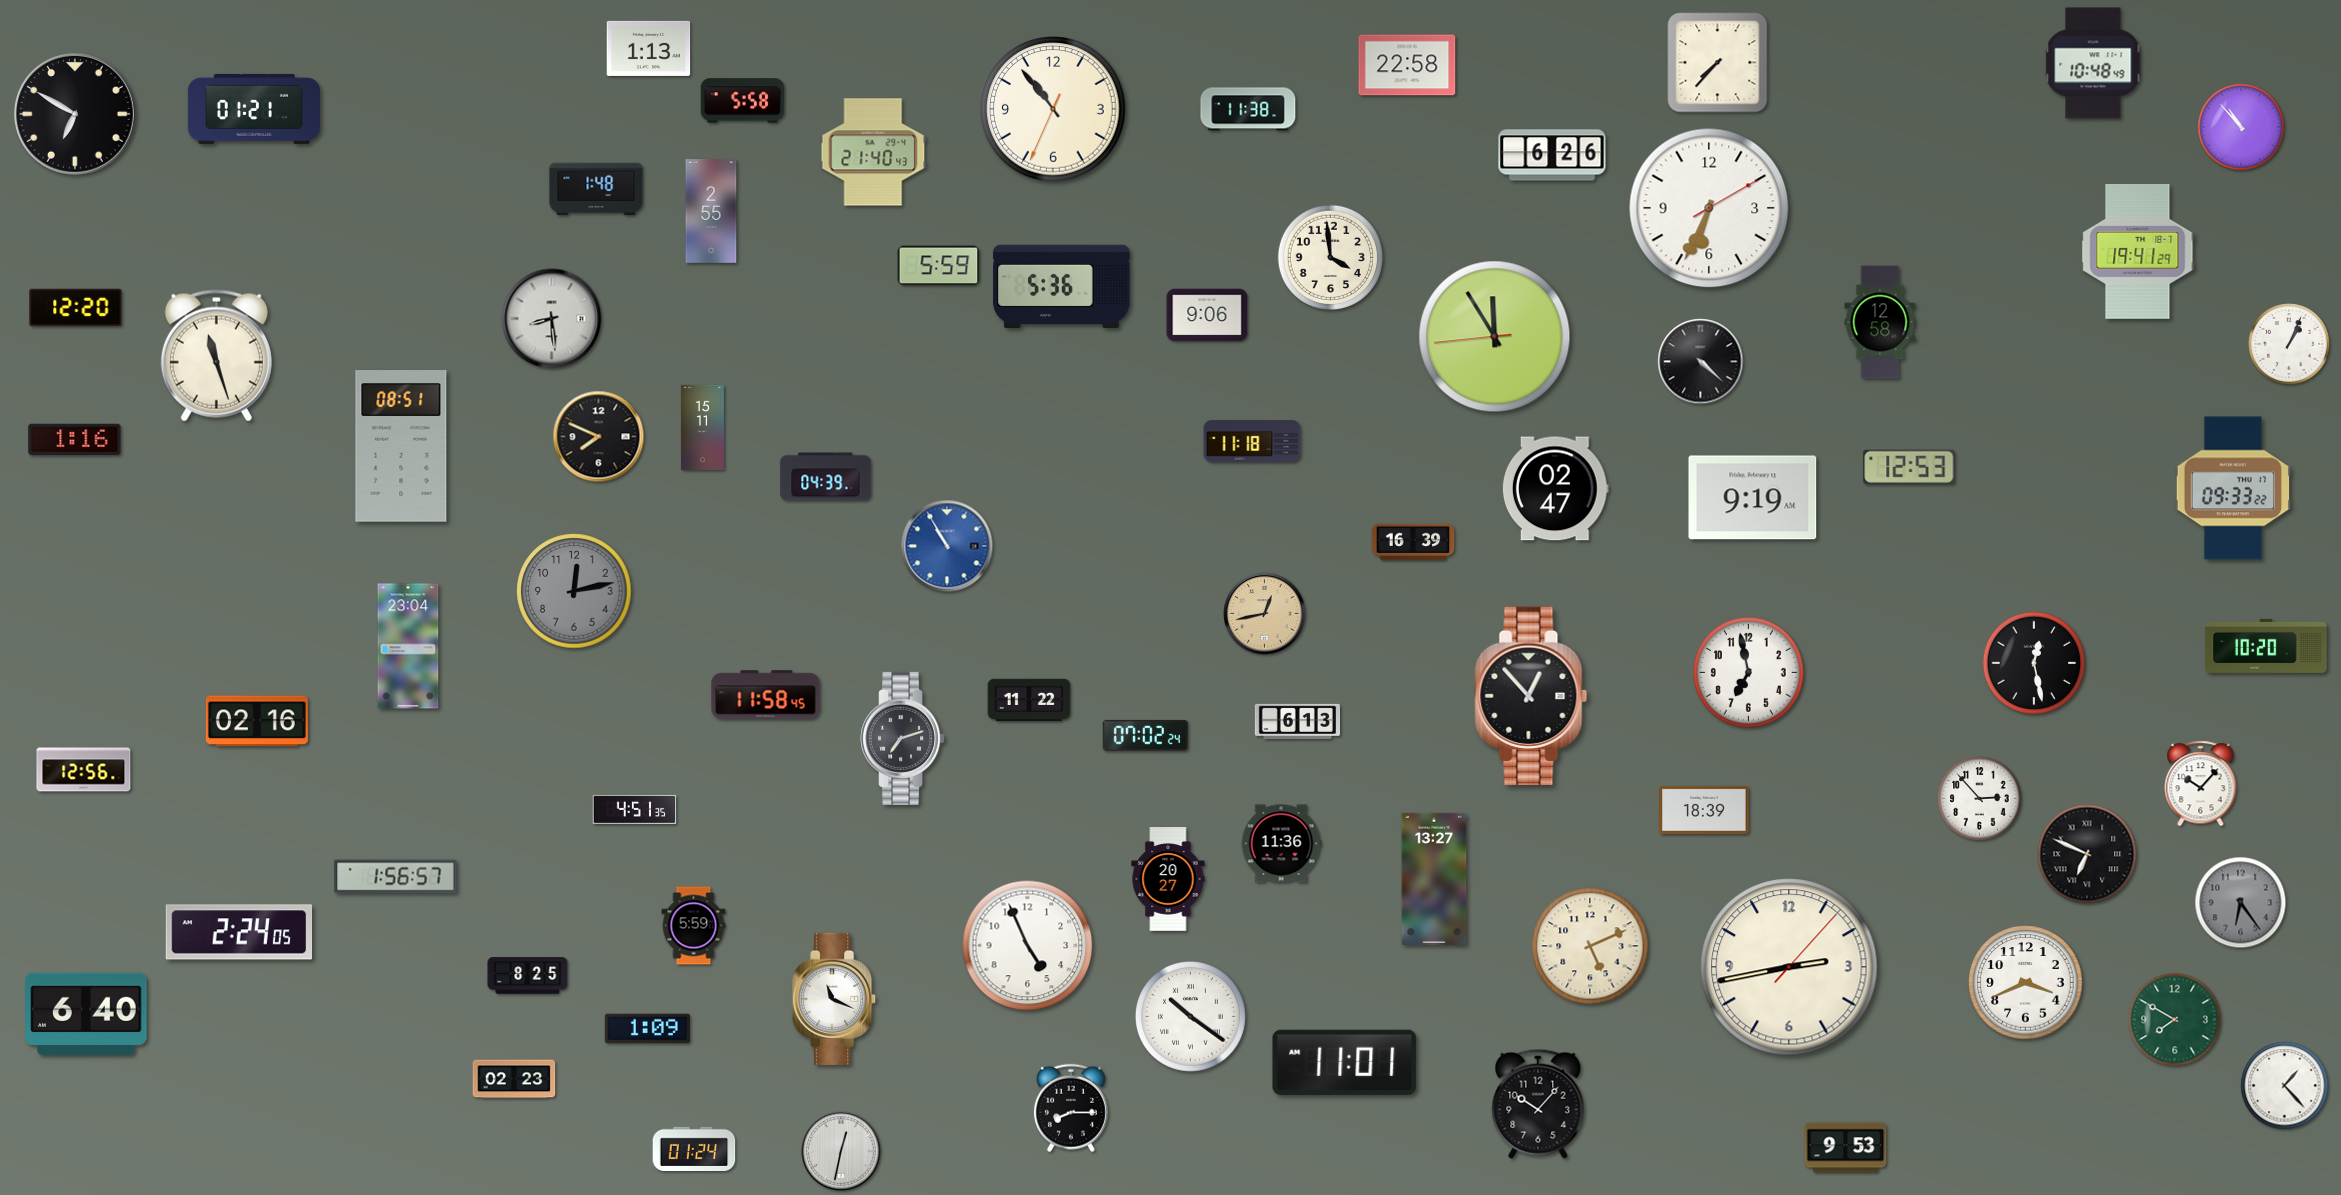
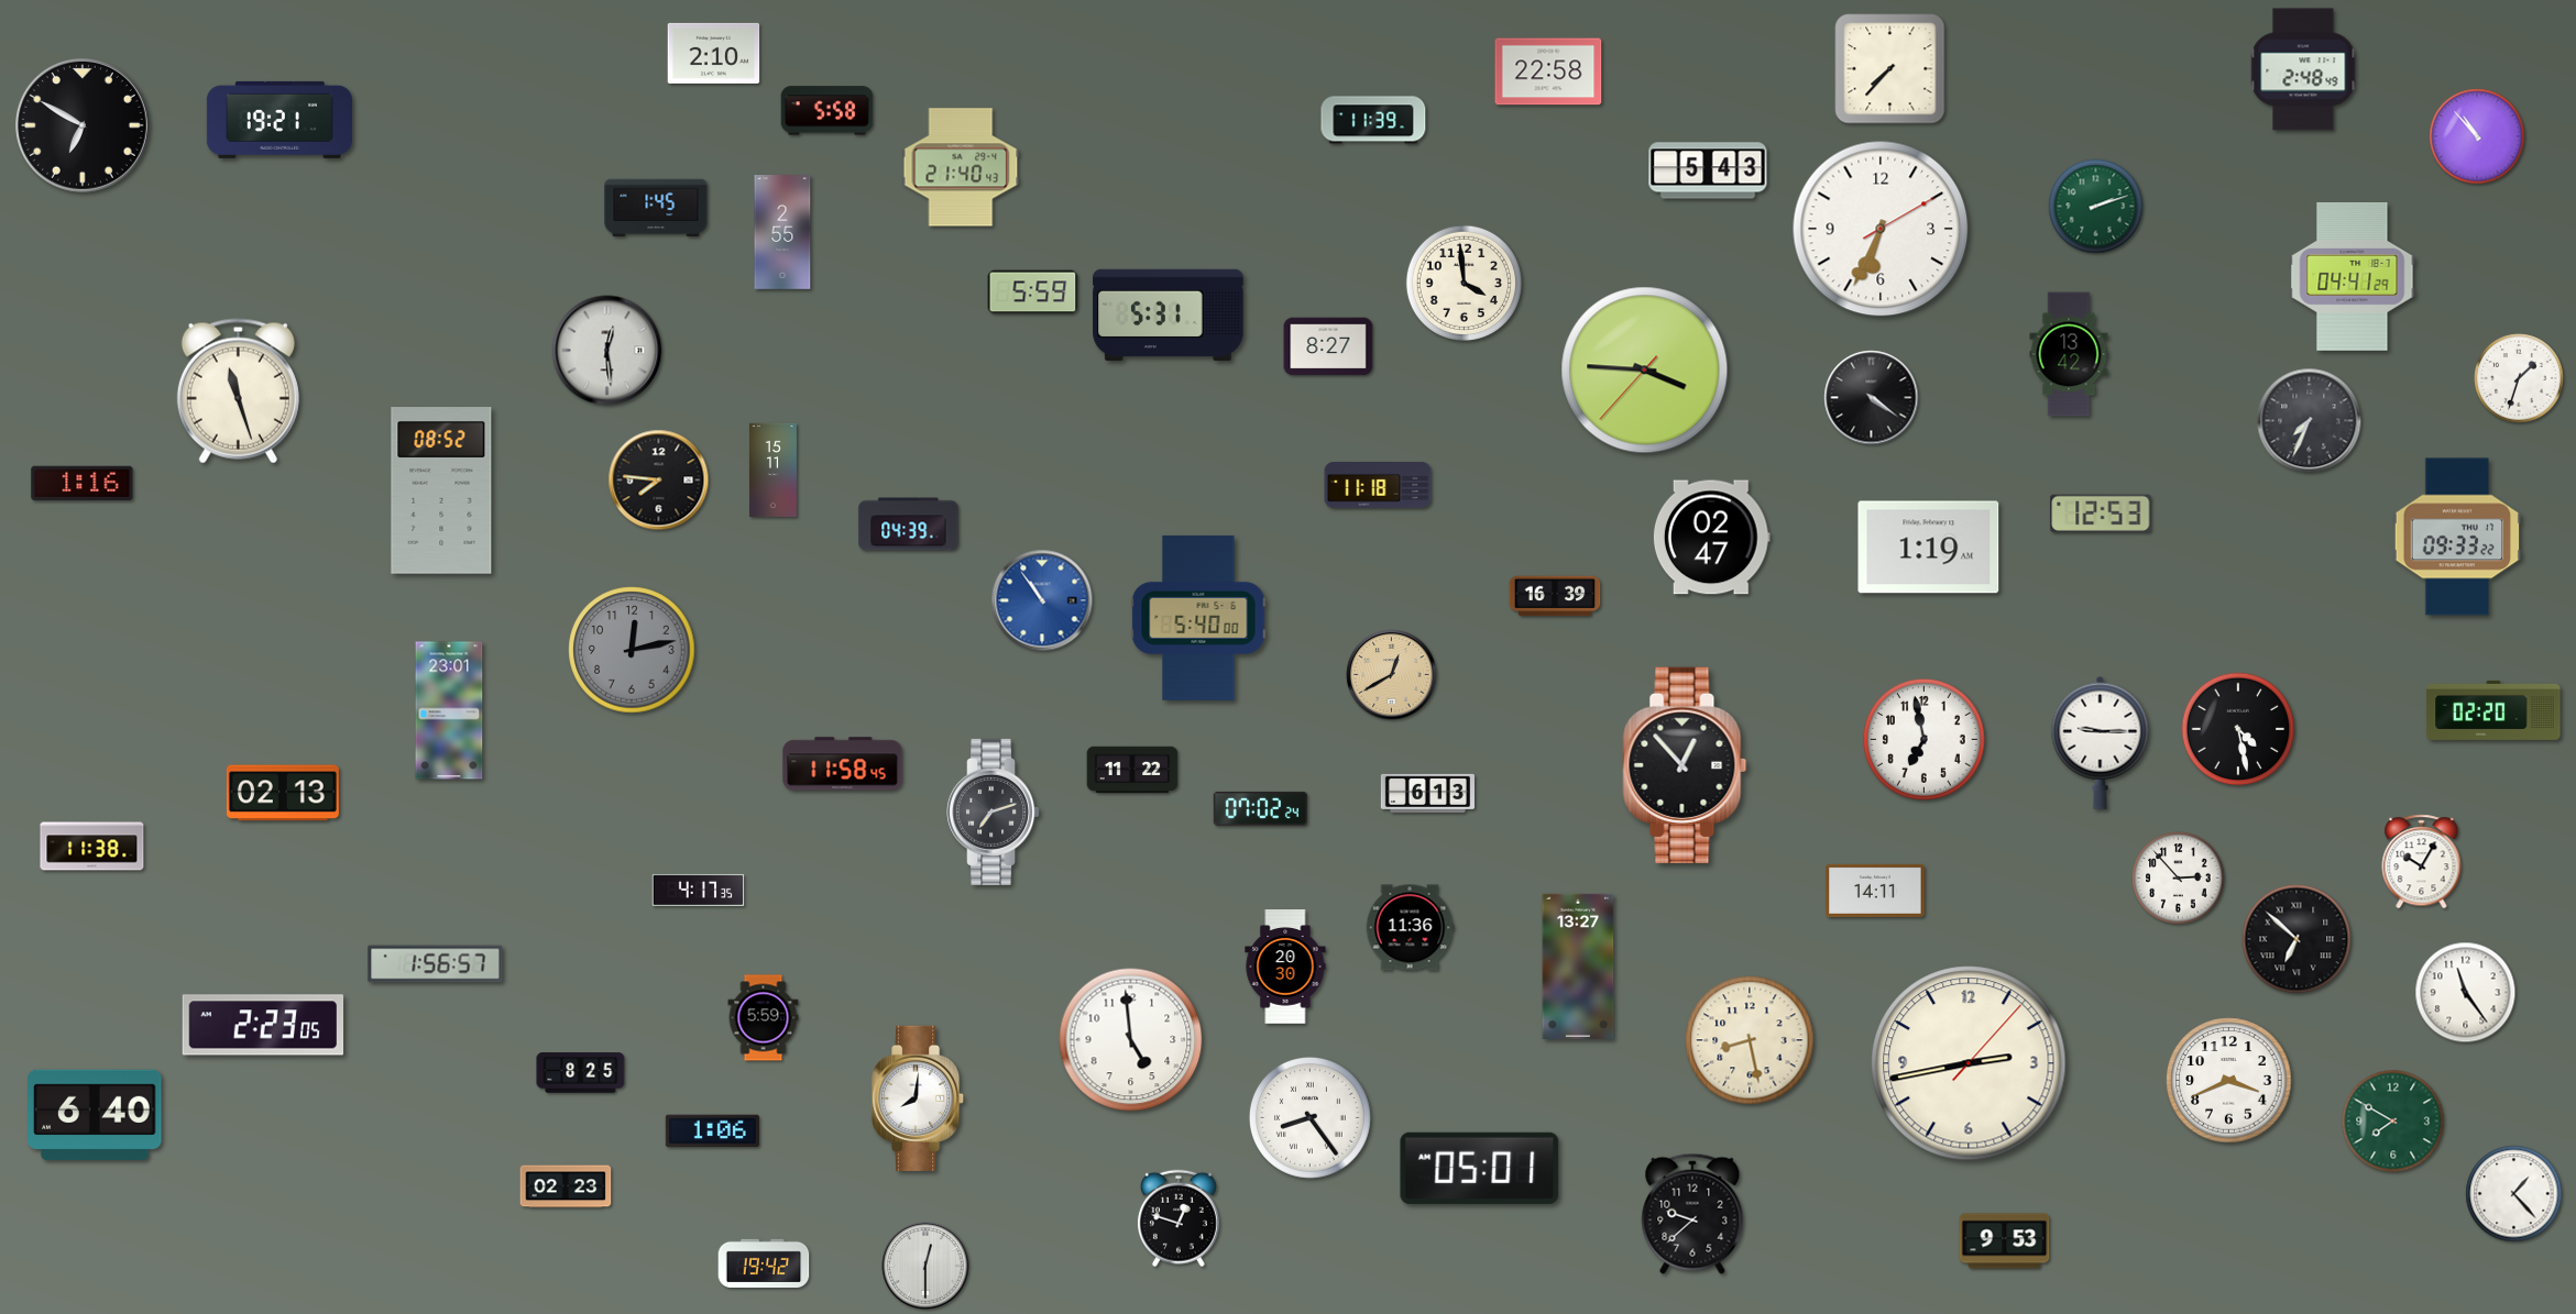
clock at (649, 48): 1:13 -> 2:10
clock at (2093, 63): 10:48 -> 2:48
clock at (743, 101) position: (743, 101) -> (827, 111)
clock at (254, 109): 01:21 -> 19:21
clock at (1053, 109): 10:53 -> none
clock at (1248, 109): 11:38 -> 11:39
clock at (2241, 127) position: (2241, 127) -> (2477, 136)
clock at (1552, 155): 6:26 -> 5:43
clock at (2096, 207): none -> 2:12
clock at (596, 189): 1:48 -> 1:45
clock at (2138, 251): 19:41 -> 04:41
clock at (1062, 286): 5:36 -> 5:31
clock at (76, 308): 12:20 -> none
clock at (1207, 315): 9:06 -> 8:27
clock at (552, 319): 8:29 -> 12:29
clock at (1880, 322): 12:58 -> 13:42
clock at (1495, 337): 11:54 -> 3:45
clock at (2289, 344): 1:04 -> 1:33
clock at (1701, 362): 4:22 -> 4:21
clock at (2310, 421): none -> 7:34
clock at (599, 437): 7:49 -> 7:46
clock at (401, 446): 08:51 -> 08:52
clock at (1753, 498): 9:19 -> 1:19
clock at (947, 546): 10:55 -> 10:54
clock at (1198, 618): none -> 5:40
clock at (1265, 614): 12:43 -> 12:40
clock at (408, 646): 23:04 -> 23:01
clock at (2266, 646): 10:20 -> 02:20
clock at (2034, 663): 12:28 -> 4:28
clock at (2101, 742): none -> 9:15
clock at (257, 721): 02:16 -> 02:13
clock at (84, 770): 12:56 -> 11:38
clock at (2201, 784): 10:07 -> 10:05
clock at (635, 809): 4:51 -> 4:17
clock at (1704, 810): 18:39 -> 14:11
clock at (2087, 854): 6:49 -> 6:52
clock at (1168, 879): 20:27 -> 20:30
clock at (2241, 903): 6:24 -> 11:24
clock at (2241, 903) dial: grey -> white
clock at (239, 932): 2:24 -> 2:23
clock at (1028, 946): 4:56 -> 4:59
clock at (1590, 946): 5:11 -> 8:28
clock at (835, 999): 11:19 -> 8:01
clock at (1190, 1016): 10:21 -> 8:24
clock at (647, 1029): 1:09 -> 1:06
clock at (1345, 1062): 11:01 -> 05:01
clock at (1538, 1104): 10:07 -> 9:38
clock at (1071, 1108): 8:15 -> 12:48
clock at (694, 1148): 01:24 -> 19:42
clock at (1846, 1148) position: (1846, 1148) -> (2005, 1241)
clock at (841, 1151): 12:32 -> 12:30
